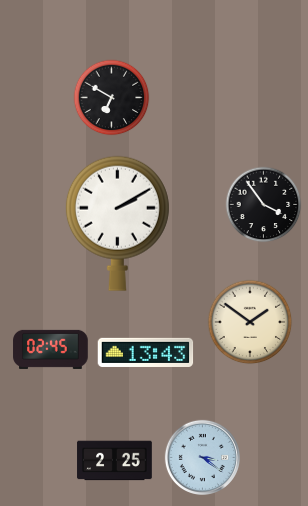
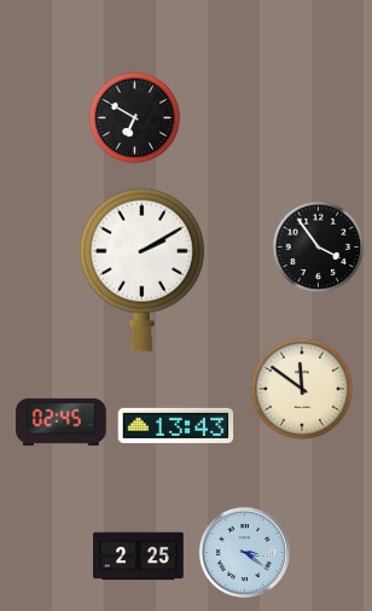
clock at (250, 322): 1:51 -> 11:51
